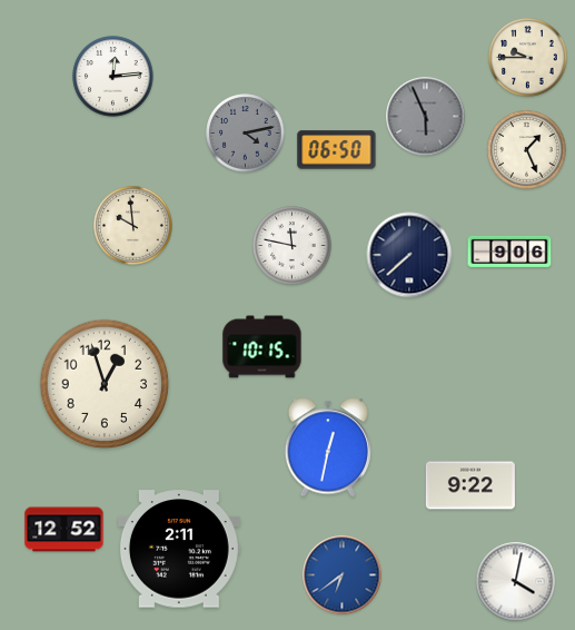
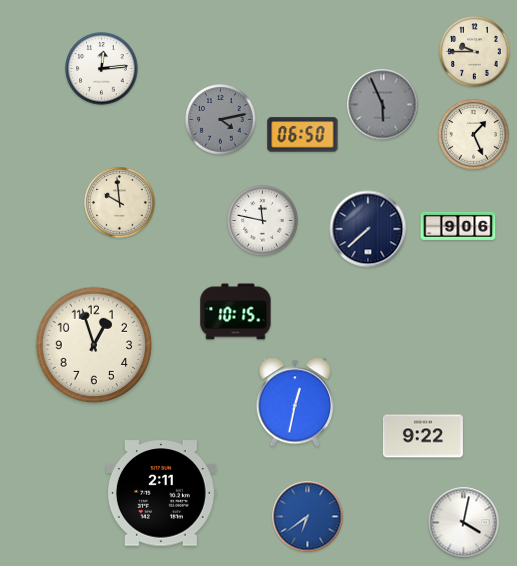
clock at (65, 530): 12:52 -> none
